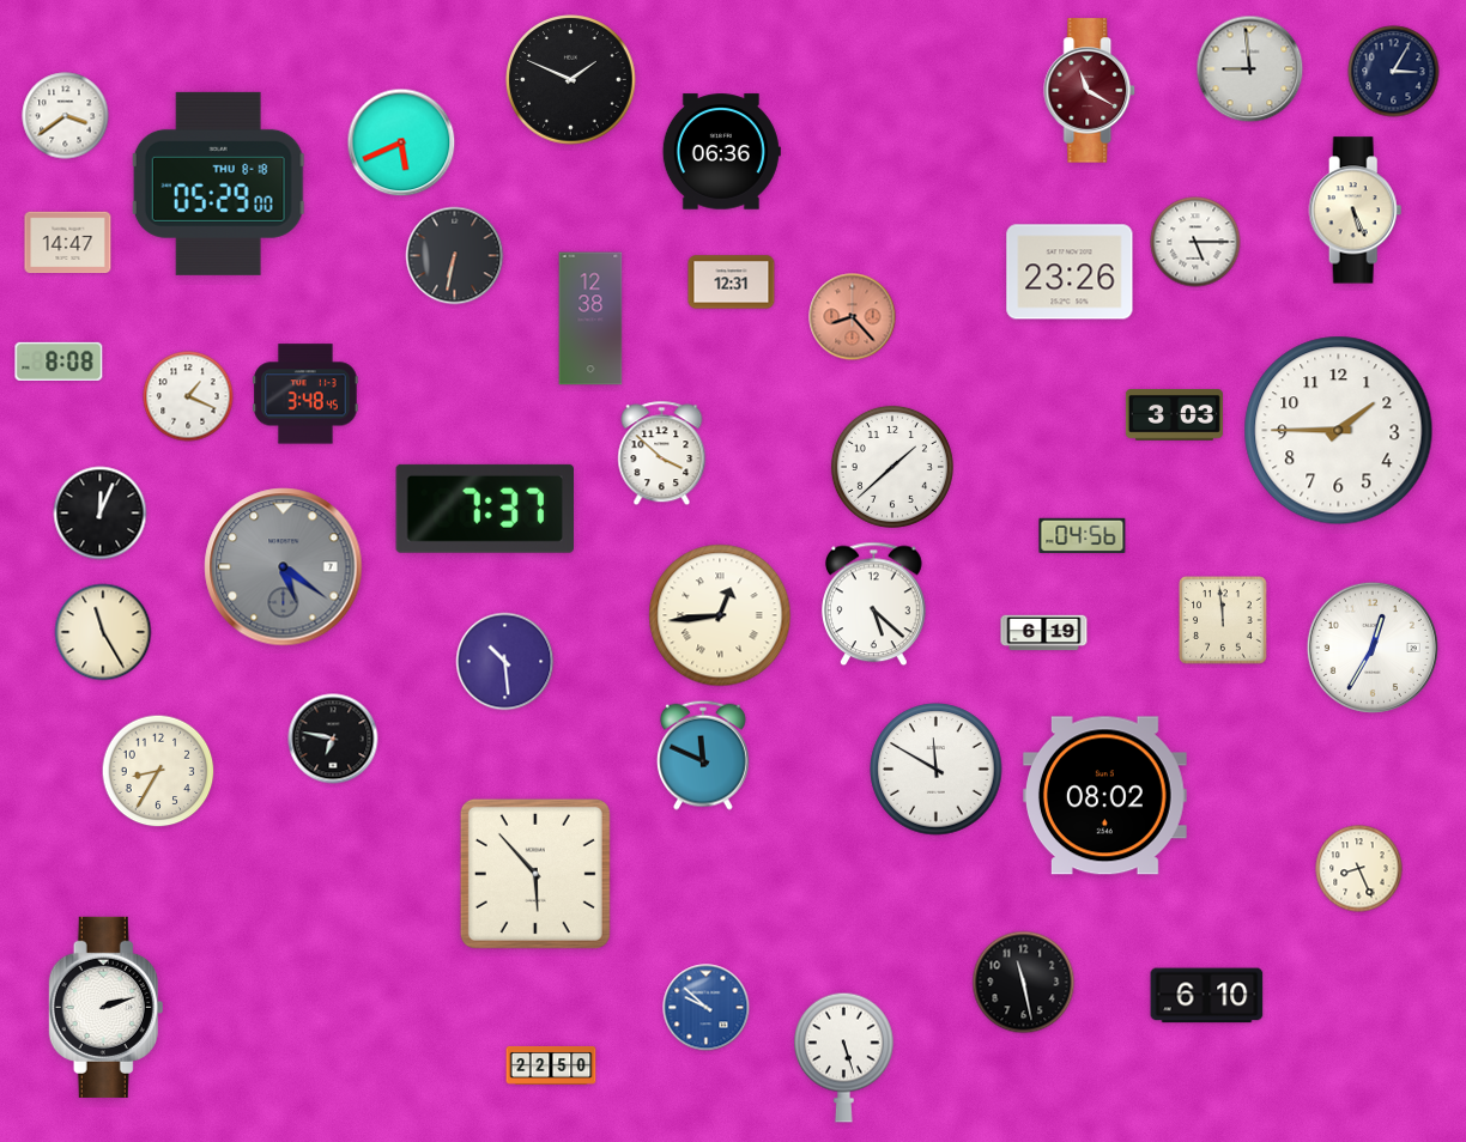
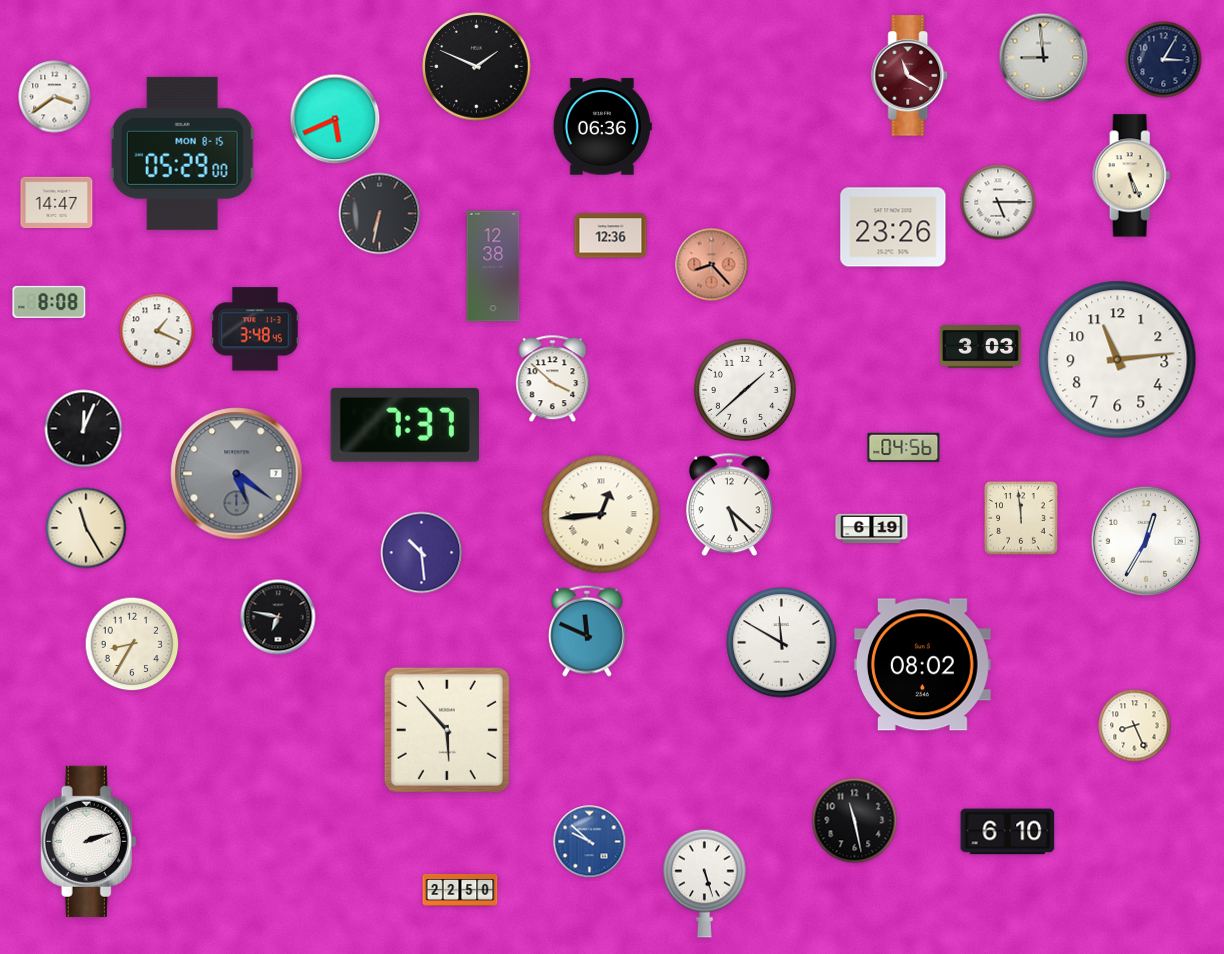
clock at (219, 183) date: THU 8-18 -> MON 8-15
clock at (732, 283): 12:31 -> 12:36
clock at (1339, 431): 1:45 -> 11:14
